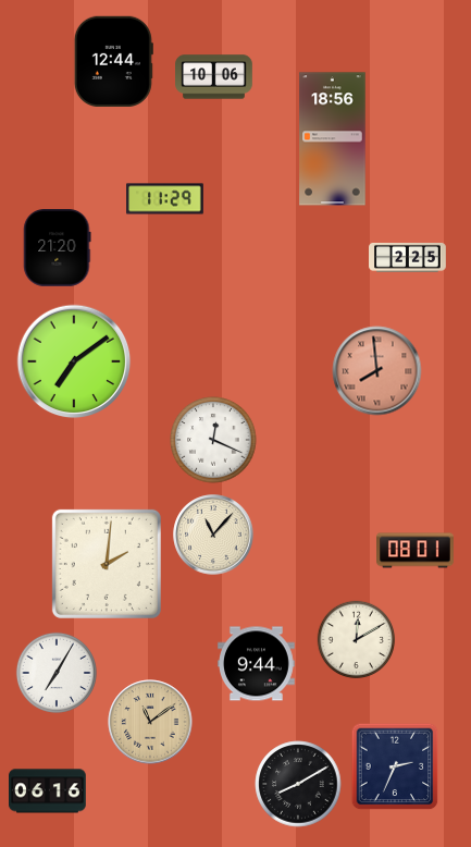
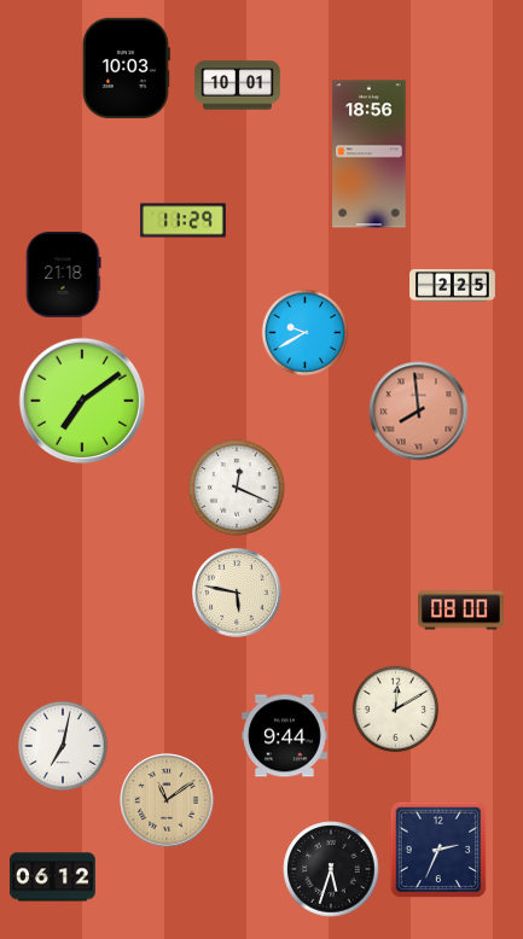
clock at (113, 61): 12:44 -> 10:03
clock at (214, 77): 10:06 -> 10:01
clock at (58, 248): 21:20 -> 21:18
clock at (306, 333): none -> 9:40
clock at (213, 535): 11:07 -> 5:47
clock at (416, 551): 08:01 -> 08:00
clock at (107, 564): 2:01 -> none
clock at (57, 673): 7:05 -> 7:02
clock at (298, 784): 8:10 -> 5:33
clock at (48, 791): 06:16 -> 06:12
